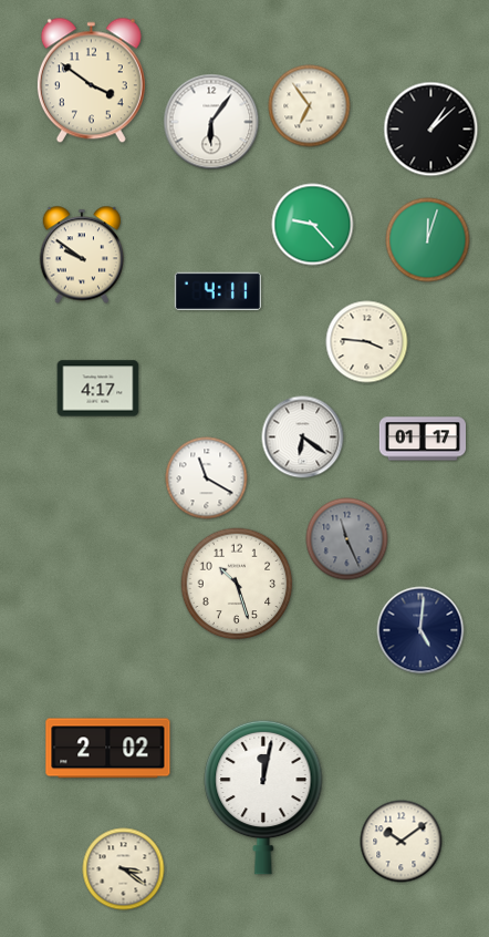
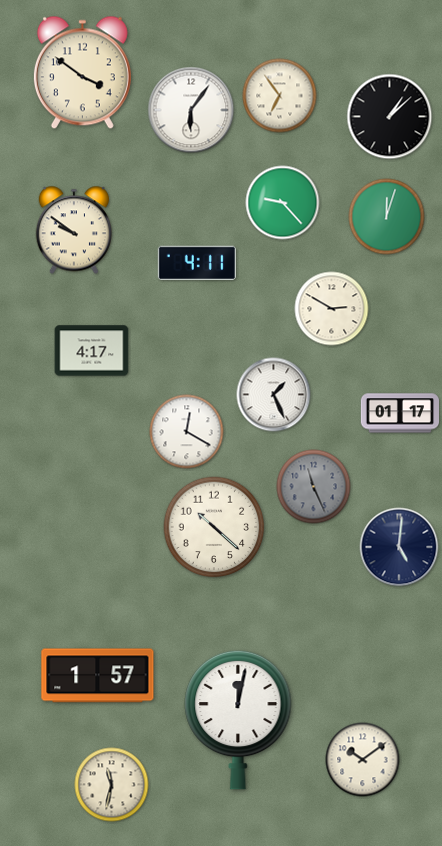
clock at (367, 342): 3:46 -> 2:50
clock at (98, 389) position: (98, 389) -> (92, 351)
clock at (303, 437): 6:21 -> 1:26
clock at (422, 439) position: (422, 439) -> (399, 413)
clock at (207, 478): 11:20 -> 12:20
clock at (237, 584): 10:27 -> 10:22
clock at (420, 630) position: (420, 630) -> (399, 547)
clock at (108, 749): 2:02 -> 1:57
clock at (124, 869): 3:21 -> 11:32
